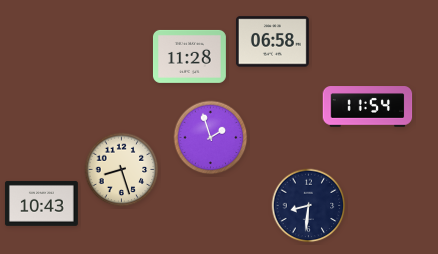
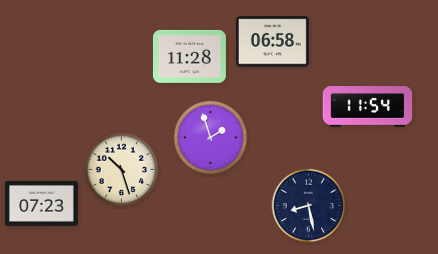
clock at (122, 170): 8:27 -> 10:27
clock at (41, 203): 10:43 -> 07:23
clock at (309, 206): 8:31 -> 8:28
